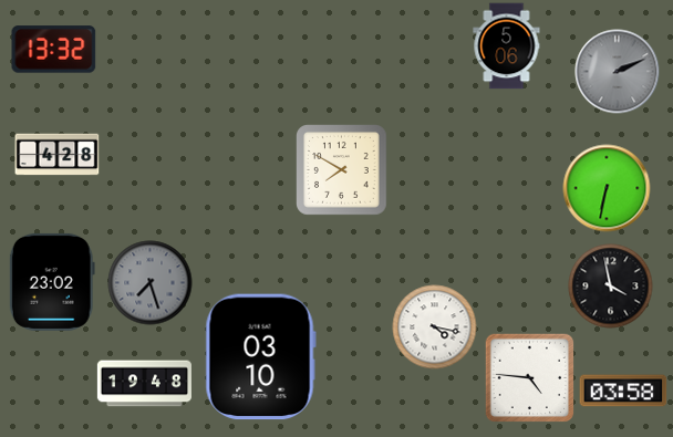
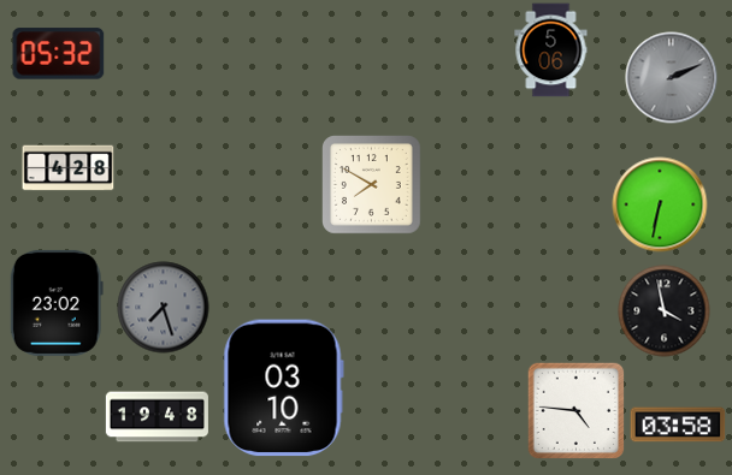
clock at (54, 50): 13:32 -> 05:32
clock at (58, 155) position: (58, 155) -> (69, 168)
clock at (52, 282) position: (52, 282) -> (57, 303)
clock at (435, 327): 4:17 -> none
